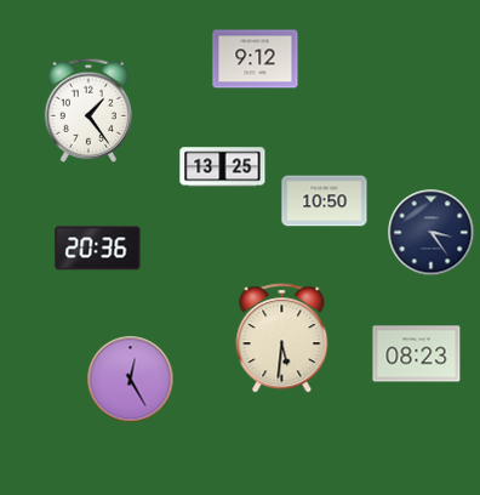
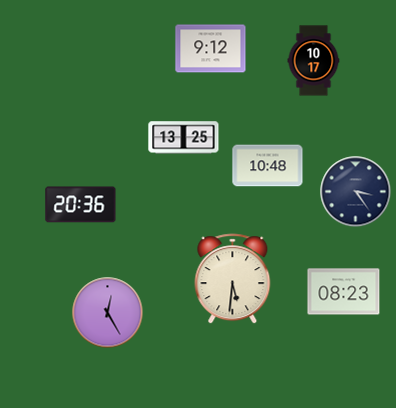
clock at (314, 61): none -> 10:17
clock at (88, 110): 1:24 -> none
clock at (325, 201): 10:50 -> 10:48
